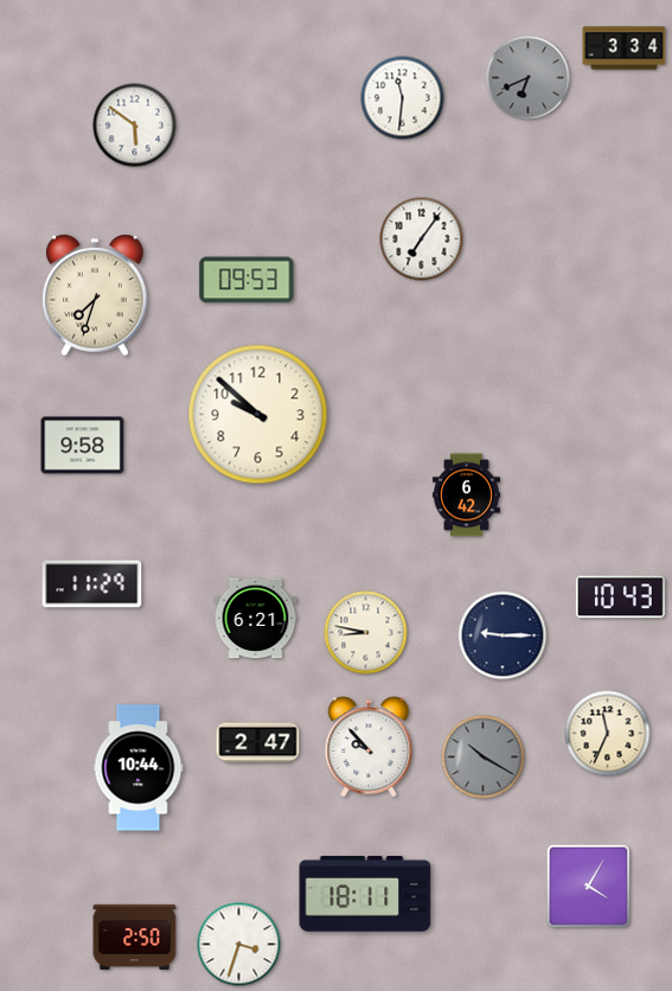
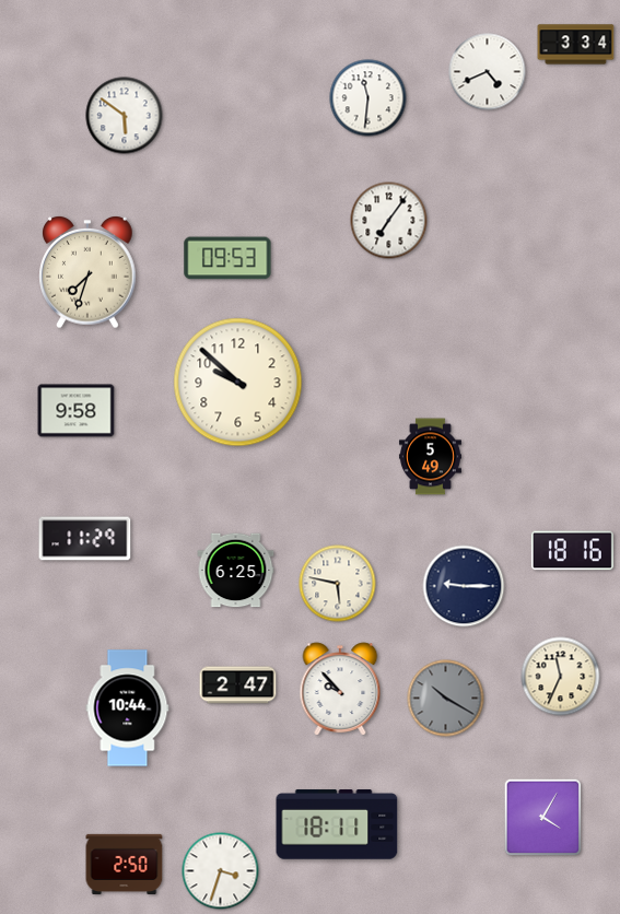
clock at (529, 78): 6:41 -> 4:41
clock at (529, 78) dial: grey -> white
clock at (403, 98) position: (403, 98) -> (369, 98)
clock at (466, 495): 6:42 -> 5:49
clock at (620, 597): 10:43 -> 18:16
clock at (256, 619): 6:21 -> 6:25
clock at (366, 633): 8:47 -> 5:47
